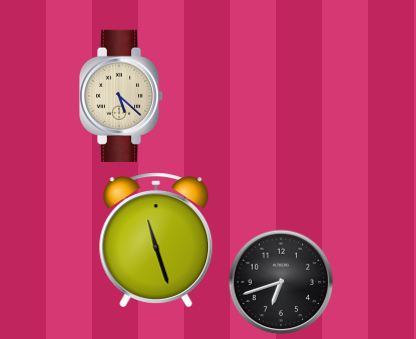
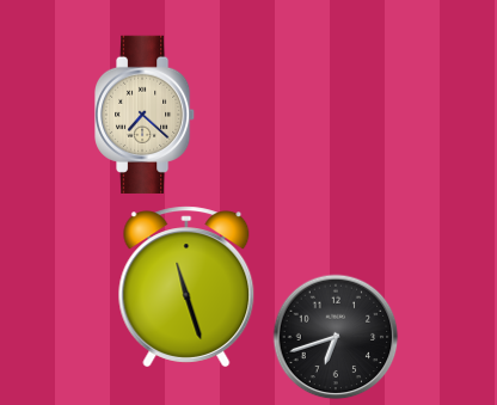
clock at (122, 95): 5:22 -> 7:22
